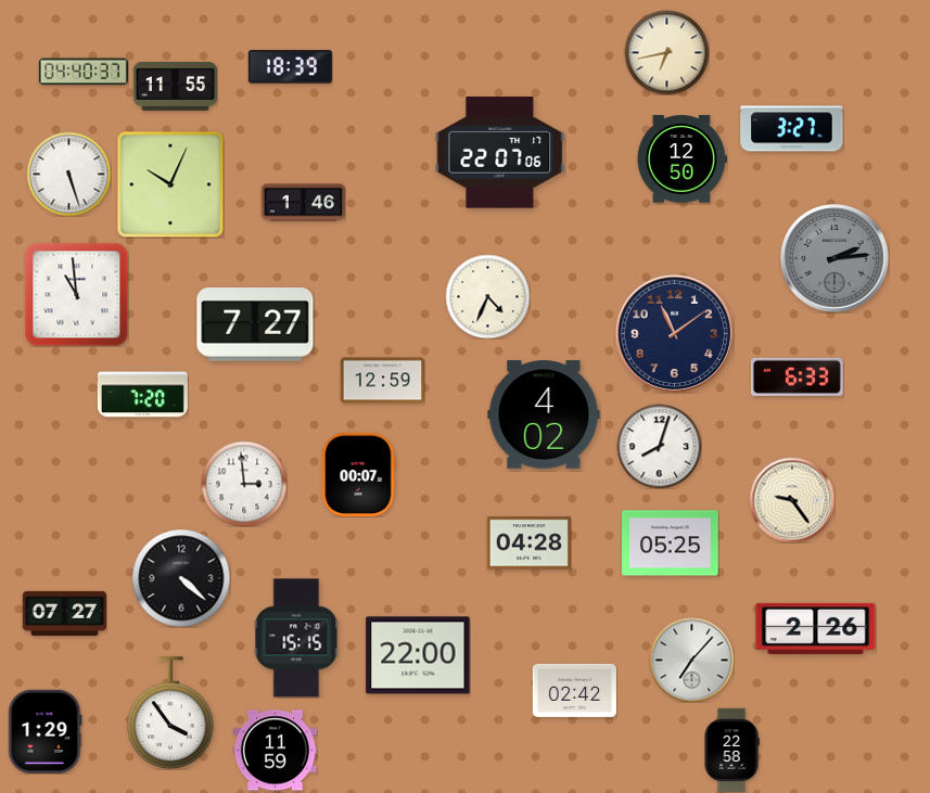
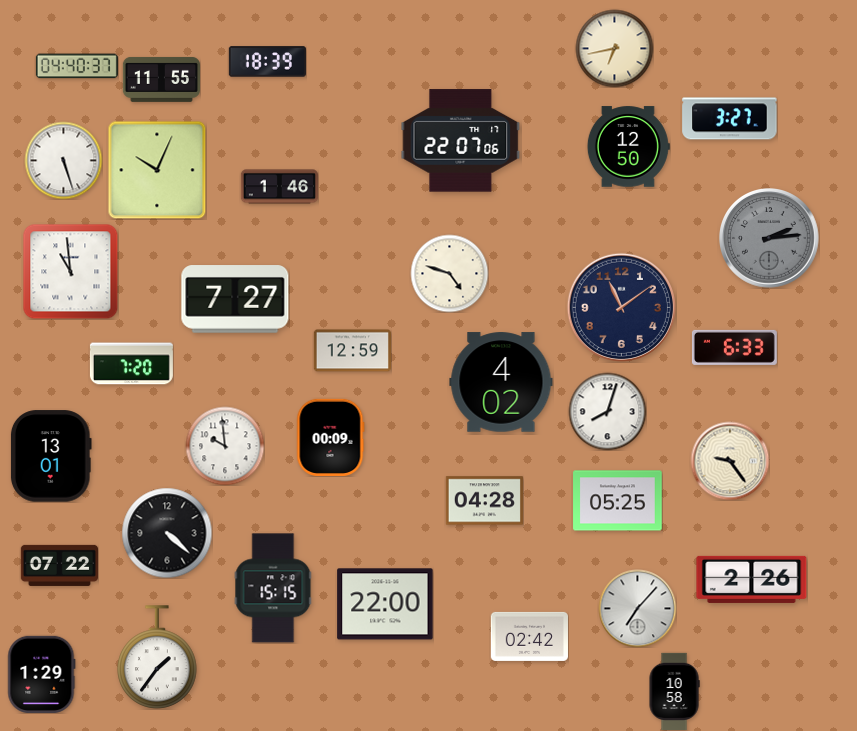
clock at (487, 296): 4:34 -> 4:48
clock at (358, 474): 00:07 -> 00:09
clock at (244, 484): 2:59 -> 9:59
clock at (51, 456): none -> 13:01
clock at (528, 543) position: (528, 543) -> (484, 501)
clock at (64, 613): 07:27 -> 07:22
clock at (170, 713): 3:54 -> 1:36
clock at (731, 750): 22:58 -> 10:58
clock at (275, 751): 11:59 -> none
